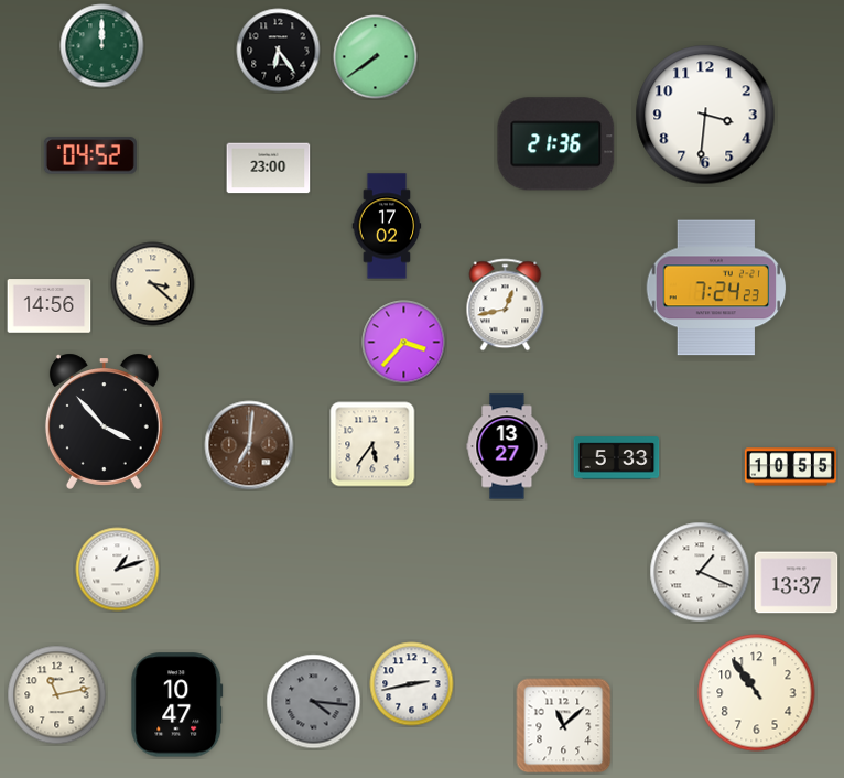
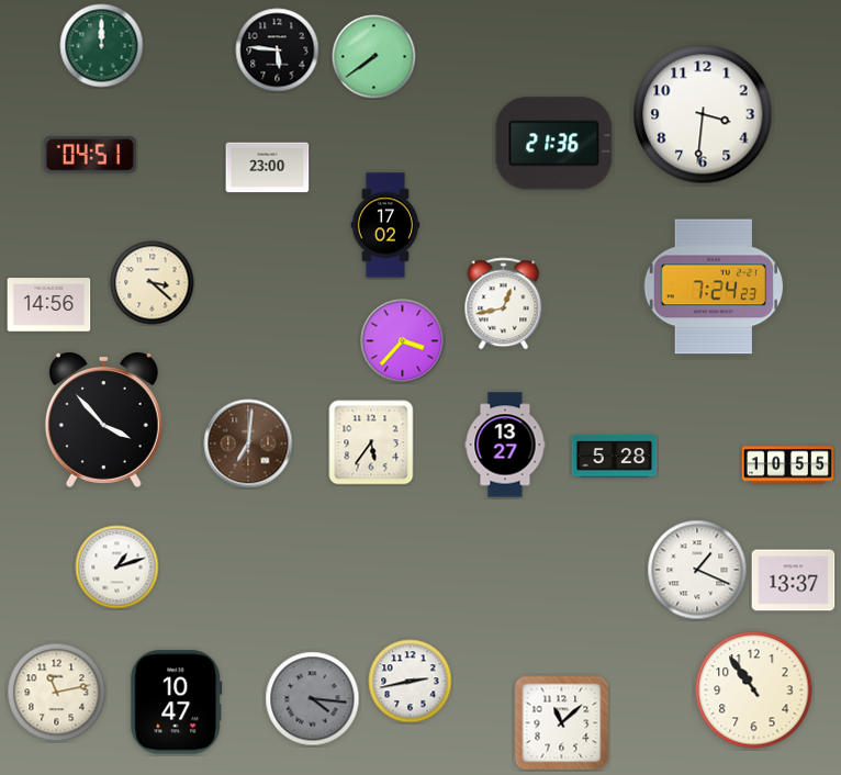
clock at (279, 51): 6:24 -> 5:46
clock at (90, 155): 04:52 -> 04:51
clock at (617, 458): 5:33 -> 5:28
